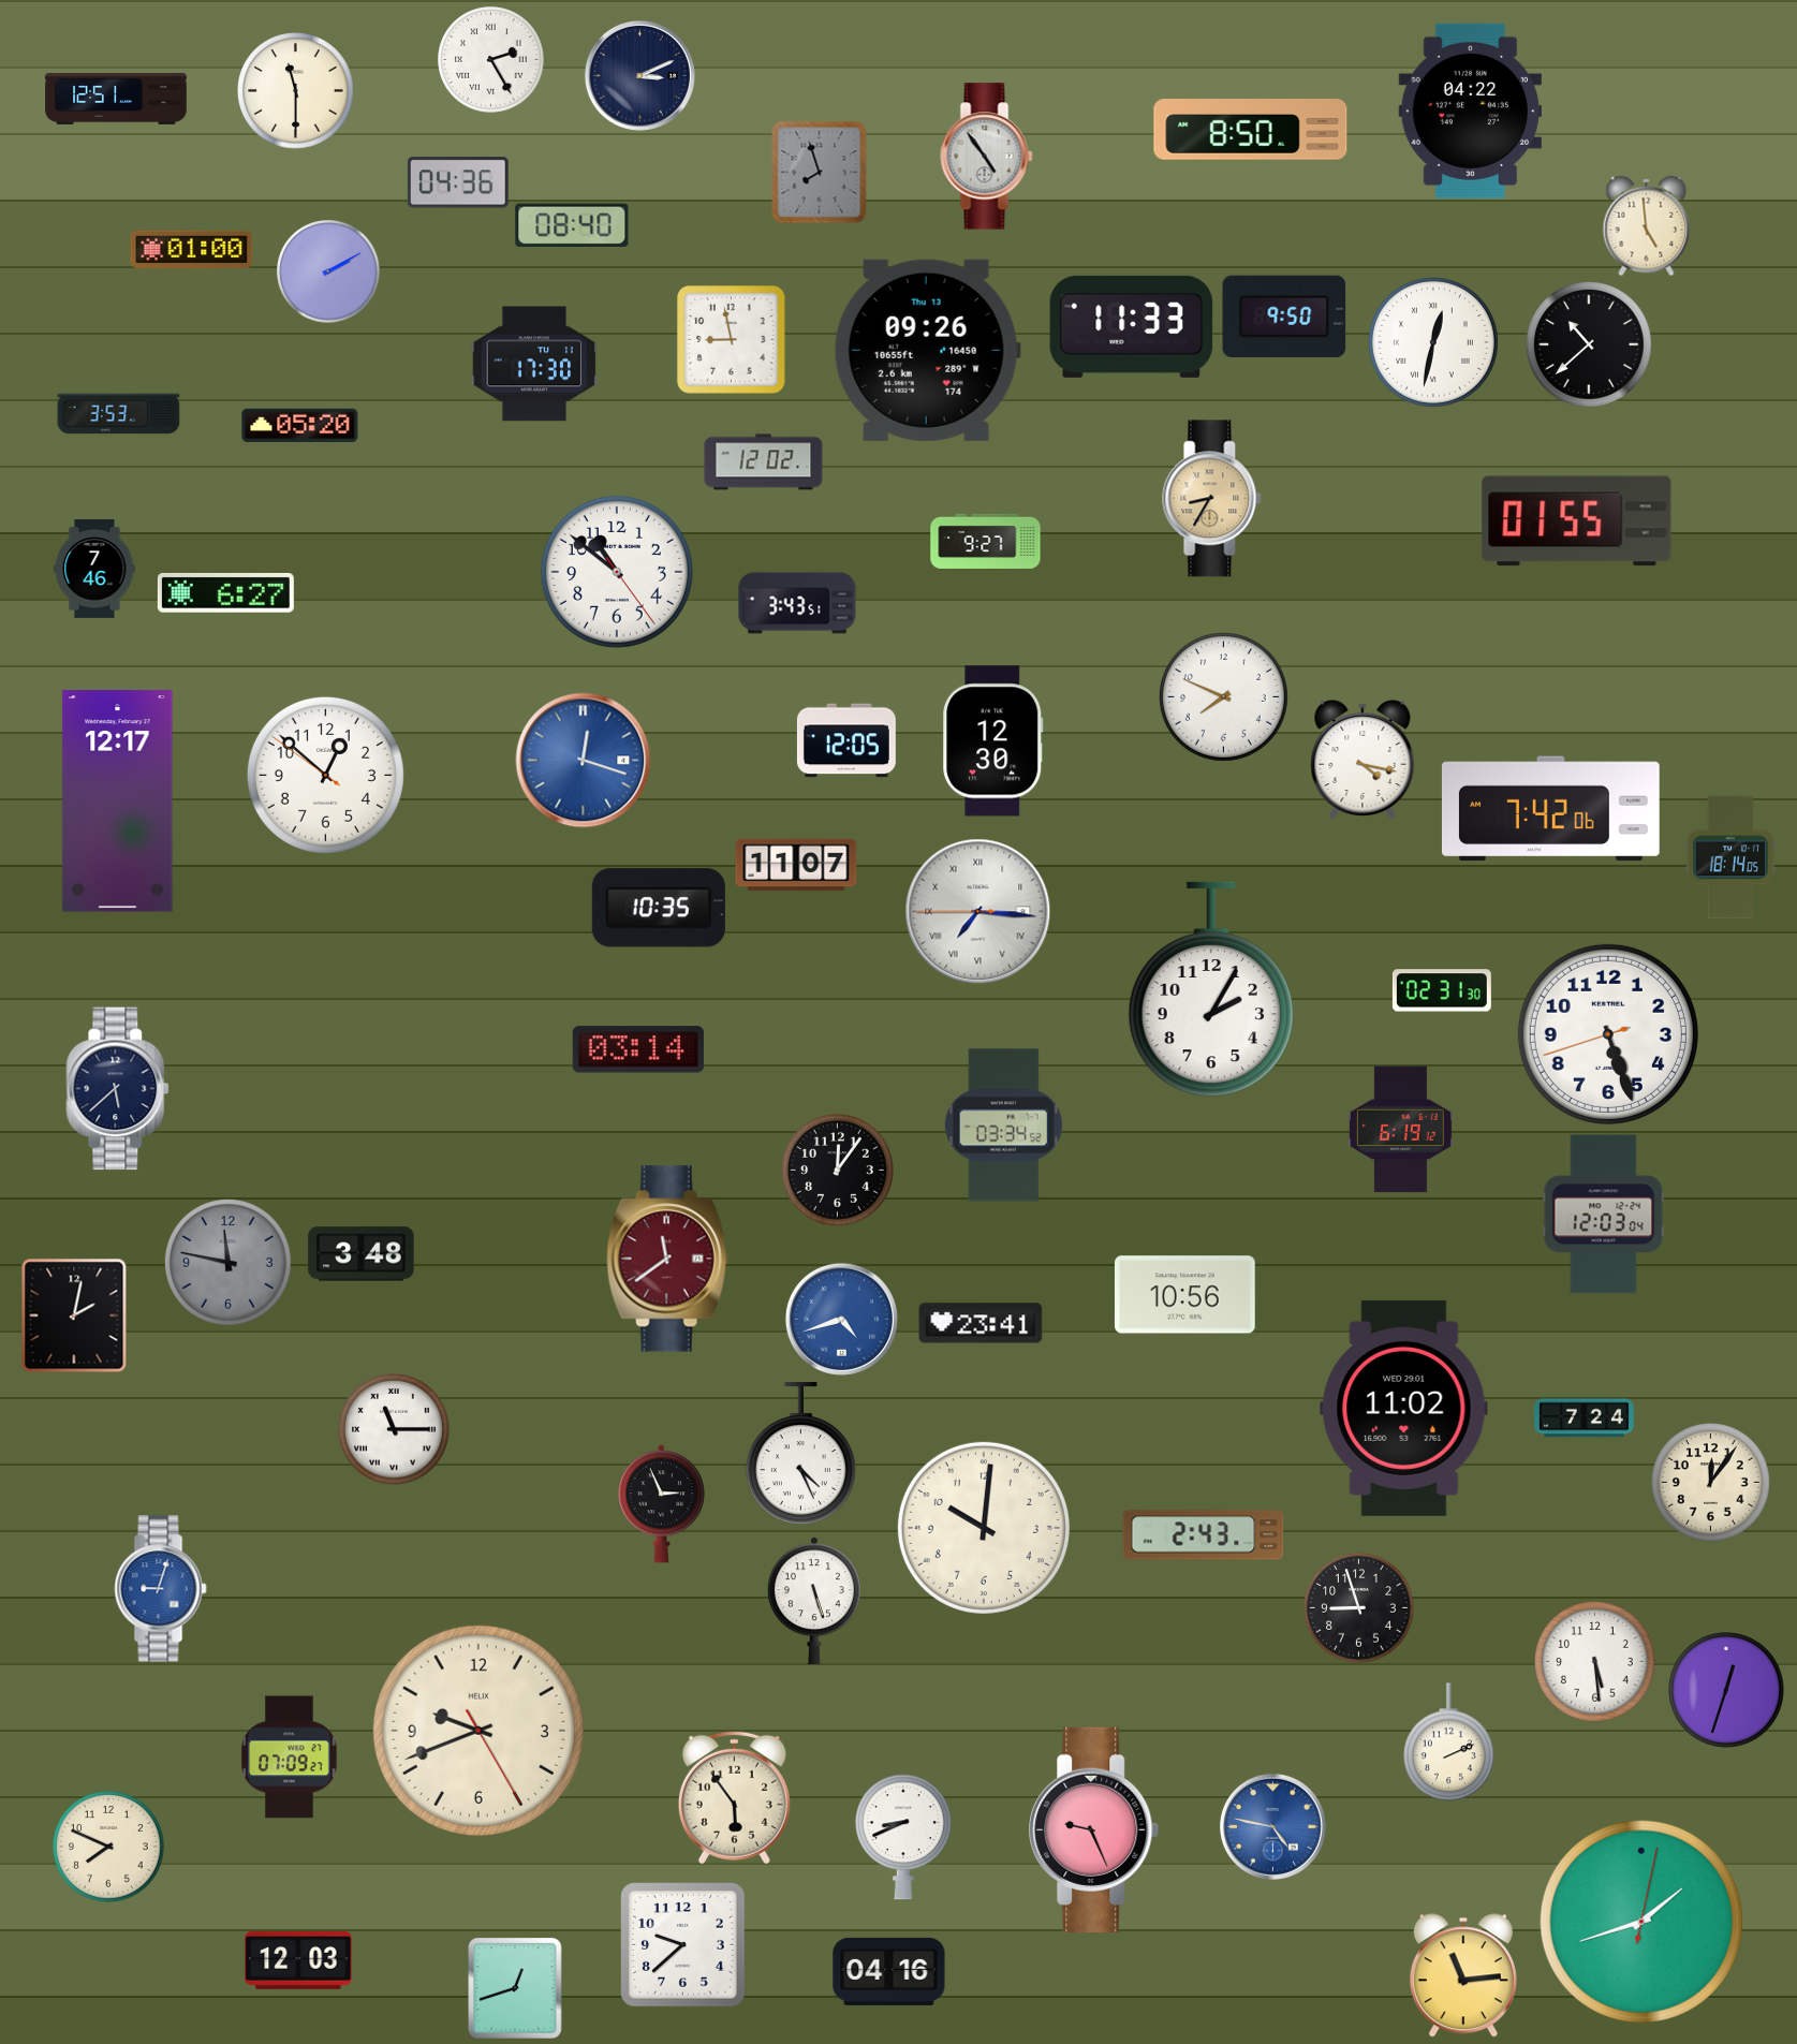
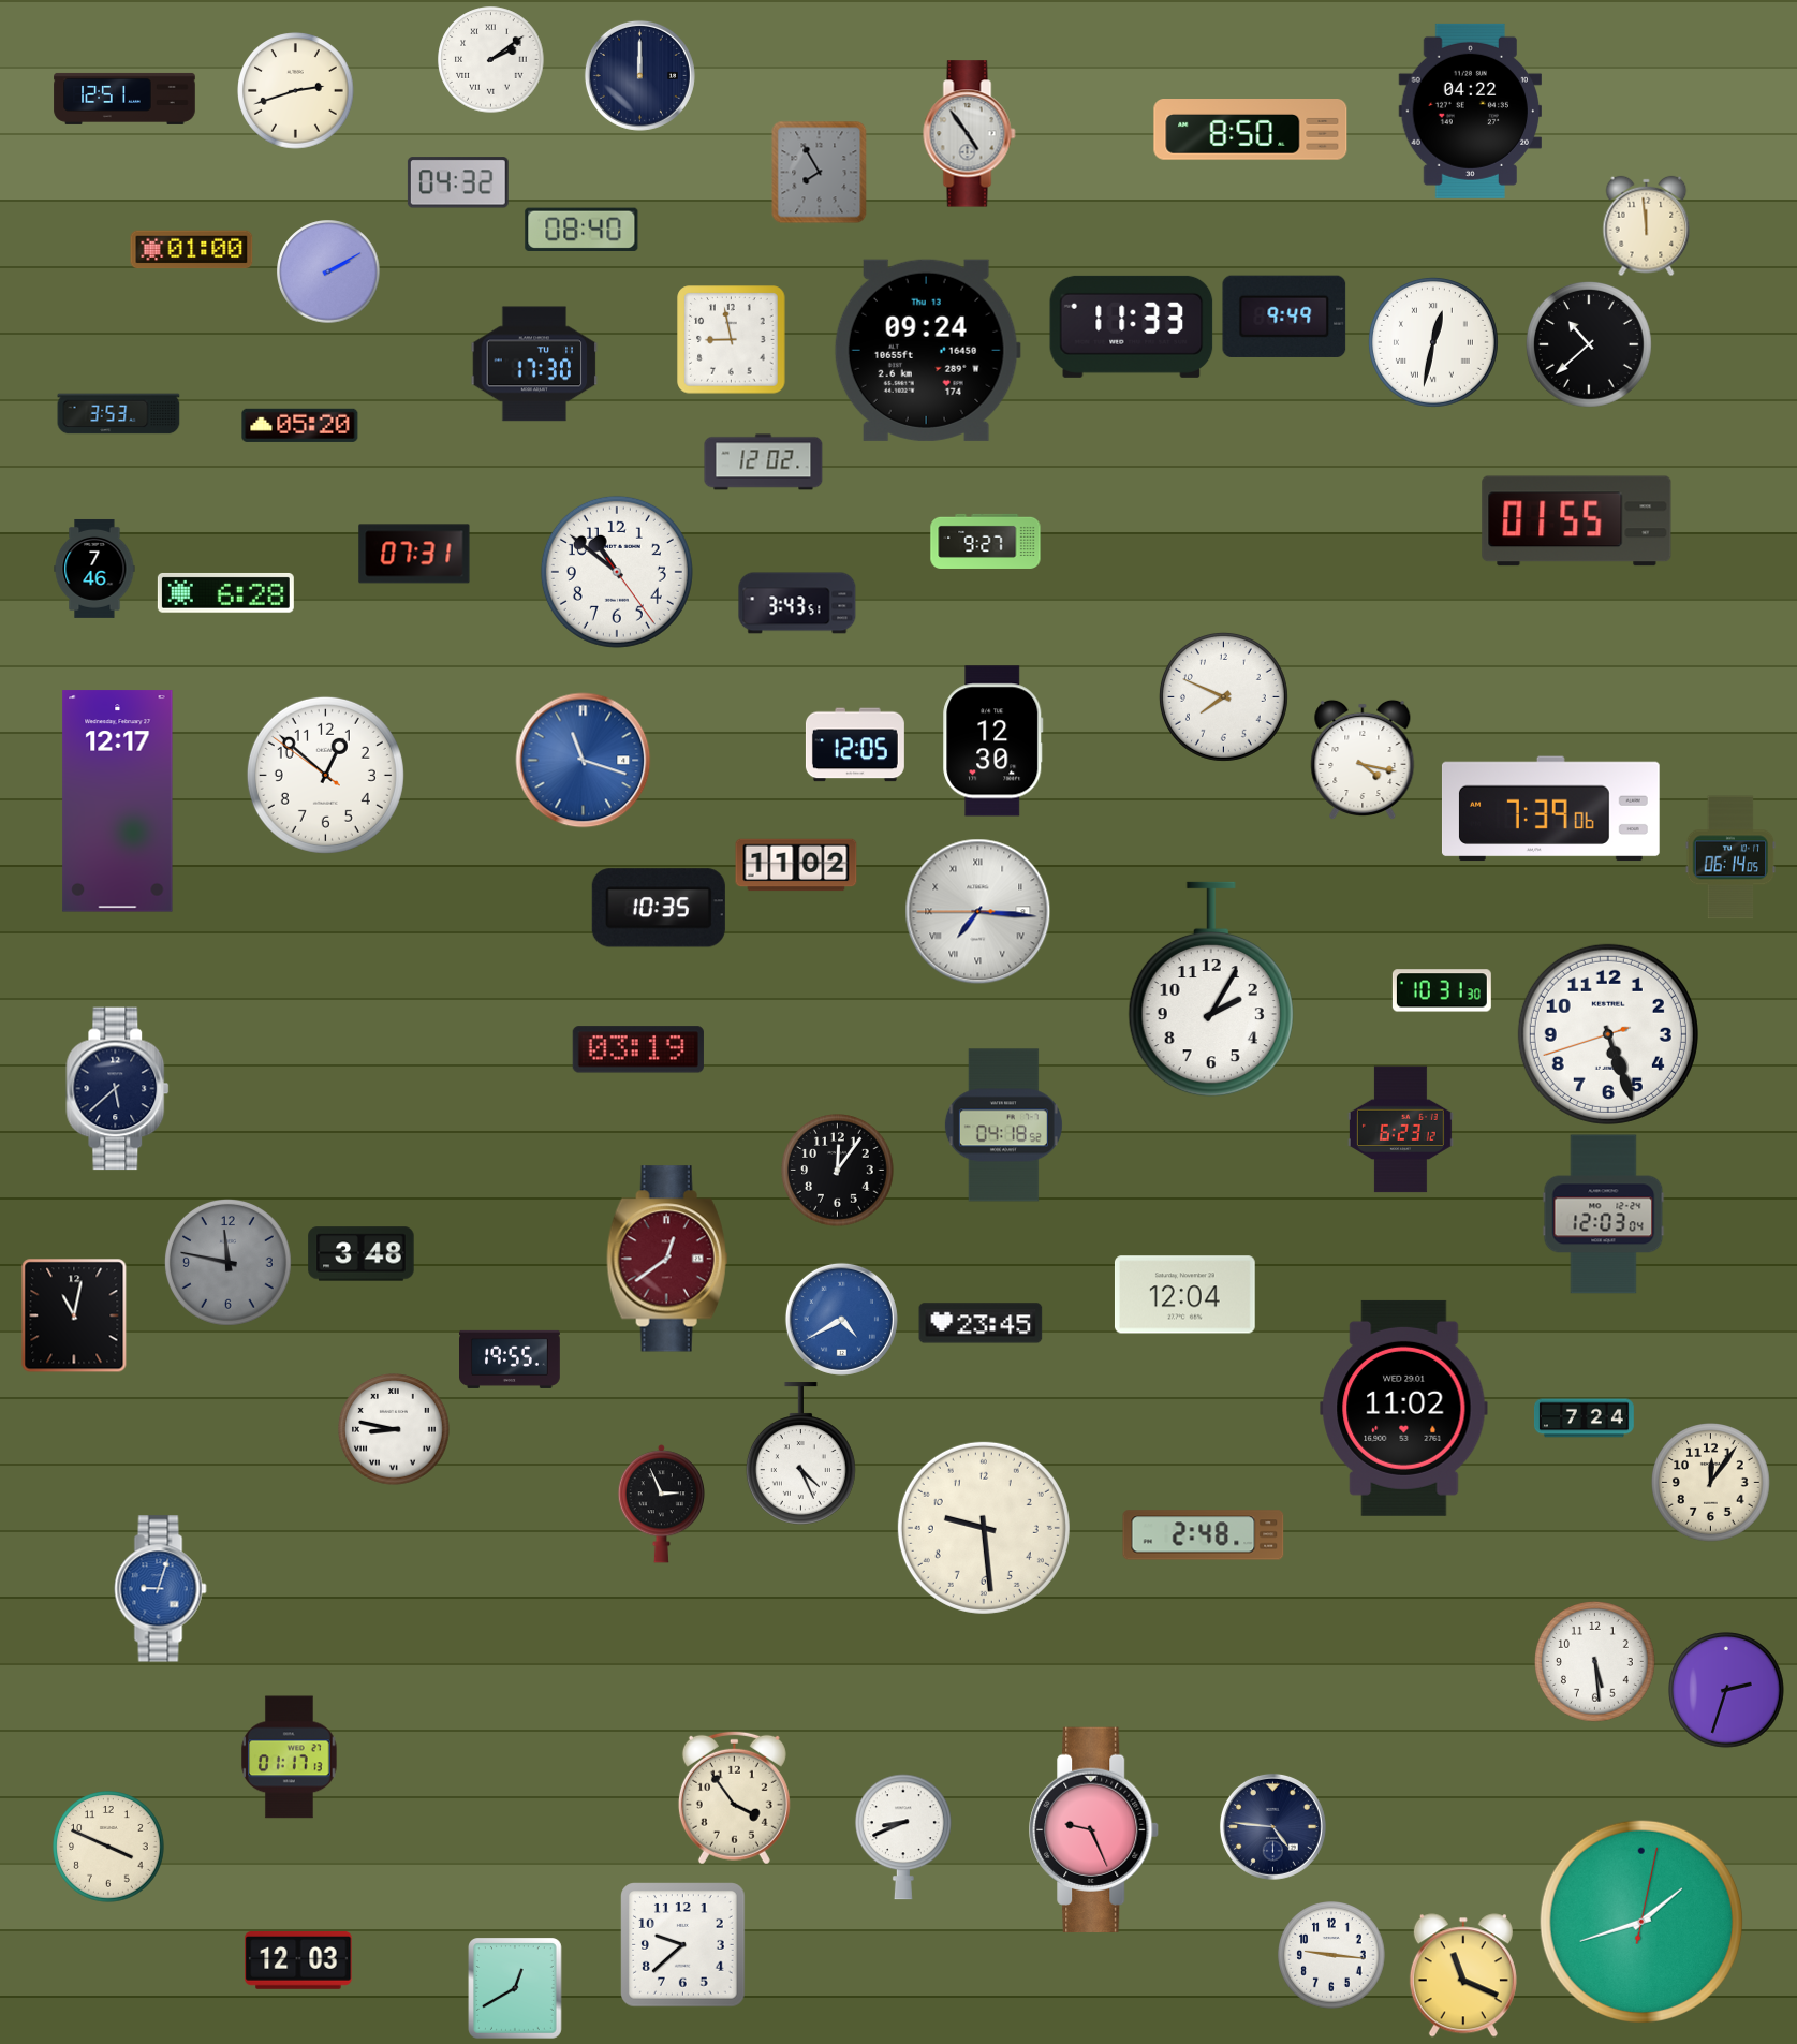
clock at (491, 60): 2:25 -> 2:09
clock at (639, 75): 3:11 -> 12:00
clock at (296, 91): 11:30 -> 2:42
clock at (116, 99) position: (116, 99) -> (124, 99)
clock at (987, 157) position: (987, 157) -> (970, 134)
clock at (820, 173): 7:57 -> 7:55
clock at (458, 182): 04:36 -> 04:32
clock at (572, 225) position: (572, 225) -> (581, 230)
clock at (1647, 226): 4:59 -> 11:59
clock at (1284, 317): 9:50 -> 9:49
clock at (927, 350): 09:26 -> 09:24
clock at (1212, 499): 8:35 -> none
clock at (414, 554): none -> 07:31
clock at (225, 592): 6:27 -> 6:28
clock at (846, 740) position: (846, 740) -> (855, 745)
clock at (584, 761): 12:18 -> 11:18
clock at (1550, 809): 7:42 -> 7:39
clock at (1730, 857): 18:14 -> 06:14
clock at (796, 865): 11:07 -> 11:02
clock at (1442, 990): 02:31 -> 10:31
clock at (638, 1049): 03:14 -> 03:19
clock at (1003, 1126): 03:34 -> 04:18
clock at (1400, 1130): 6:19 -> 6:23
clock at (667, 1259): 11:39 -> 12:39
clock at (1184, 1295): 10:56 -> 12:04
clock at (74, 1315): 2:02 -> 11:02
clock at (841, 1319): 4:42 -> 4:40
clock at (981, 1323): 23:41 -> 23:45
clock at (510, 1359): none -> 19:55
clock at (394, 1429): 11:15 -> 8:47
clock at (984, 1528): 10:01 -> 9:29
clock at (1204, 1535): 2:43 -> 2:48
clock at (814, 1601): 5:27 -> none
clock at (1359, 1608): 8:57 -> none
clock at (1726, 1690): 12:33 -> 2:33
clock at (478, 1731): 9:41 -> none
clock at (1449, 1742): 2:11 -> none
clock at (290, 1758): 07:09 -> 01:17
clock at (734, 1797): 5:54 -> 3:54
clock at (1272, 1826): 4:47 -> 4:46
clock at (1272, 1826) dial: blue -> navy
clock at (108, 1847): 7:49 -> 3:49
clock at (1331, 1955): none -> 9:16
clock at (889, 1971): 04:16 -> none
clock at (1463, 1975): 11:14 -> 11:19
clock at (516, 1989): 12:42 -> 12:40
